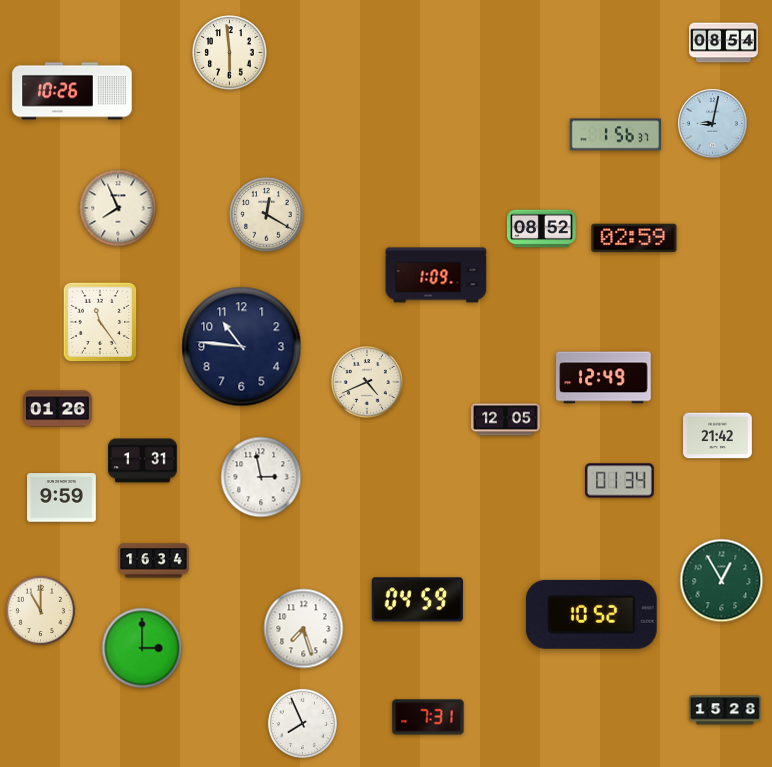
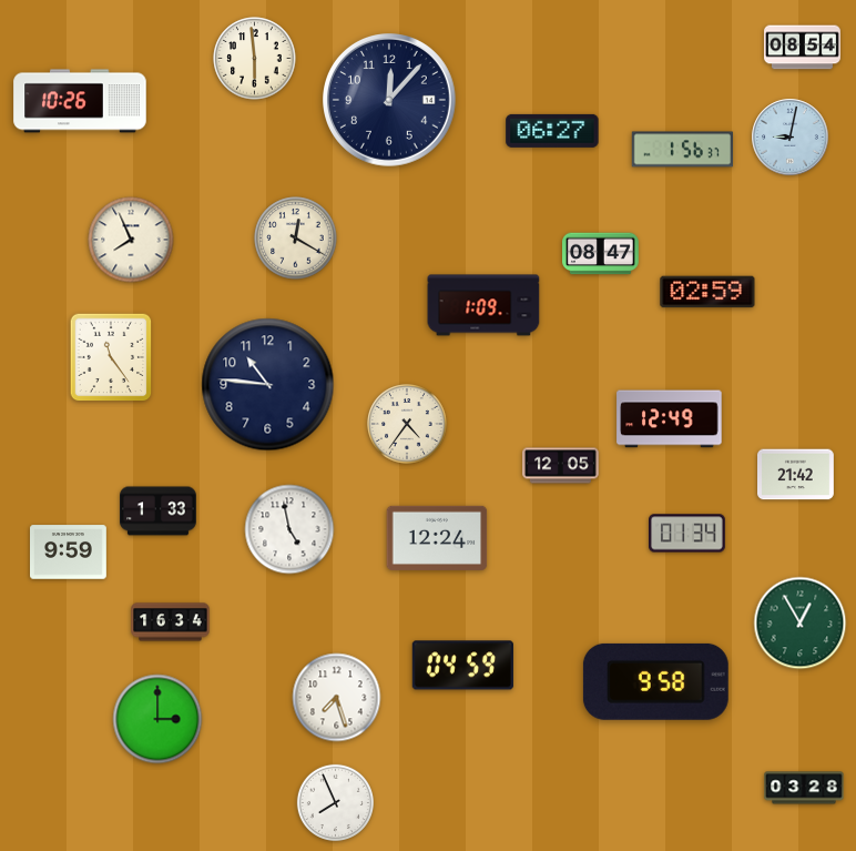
clock at (390, 101): none -> 12:07
clock at (552, 131): none -> 06:27
clock at (118, 208) position: (118, 208) -> (131, 240)
clock at (542, 229): 08:52 -> 08:47
clock at (634, 238) position: (634, 238) -> (707, 292)
clock at (368, 383): 4:41 -> 4:36
clock at (58, 409): 01:26 -> none
clock at (718, 436) position: (718, 436) -> (796, 475)
clock at (143, 461): 1:31 -> 1:33
clock at (261, 477): 2:58 -> 4:58
clock at (437, 538): none -> 12:24
clock at (722, 581) position: (722, 581) -> (801, 624)
clock at (40, 610): 11:00 -> none
clock at (591, 614): 10:52 -> 9:58
clock at (725, 710): 15:28 -> 03:28
clock at (428, 717): 7:31 -> none
